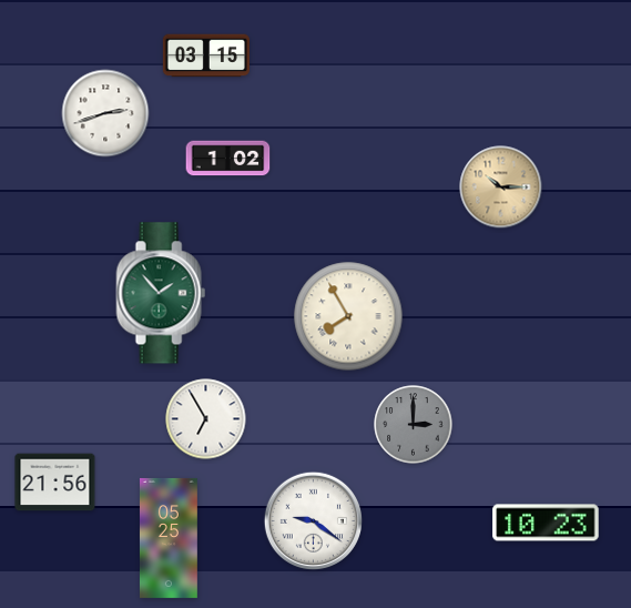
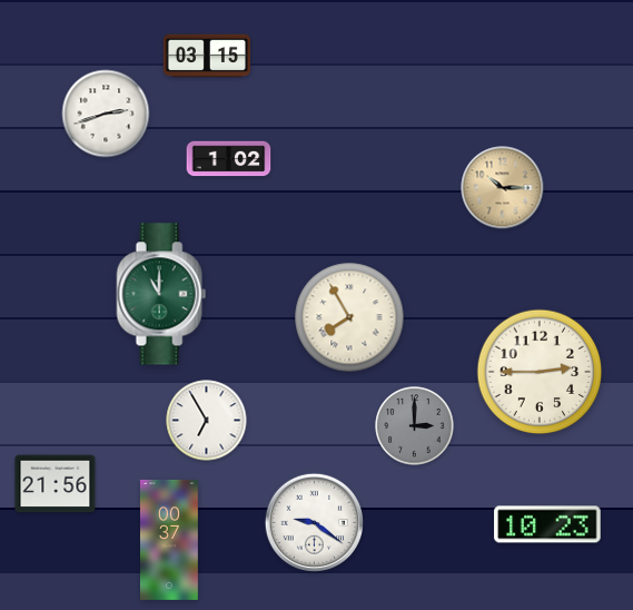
clock at (161, 293): 1:53 -> 11:00
clock at (540, 372): none -> 2:45
clock at (169, 538): 05:25 -> 00:37
